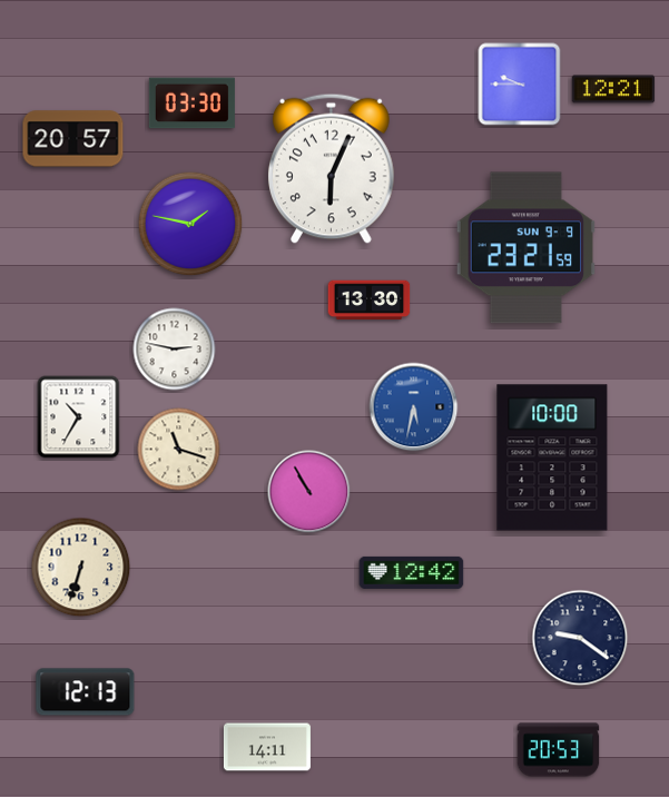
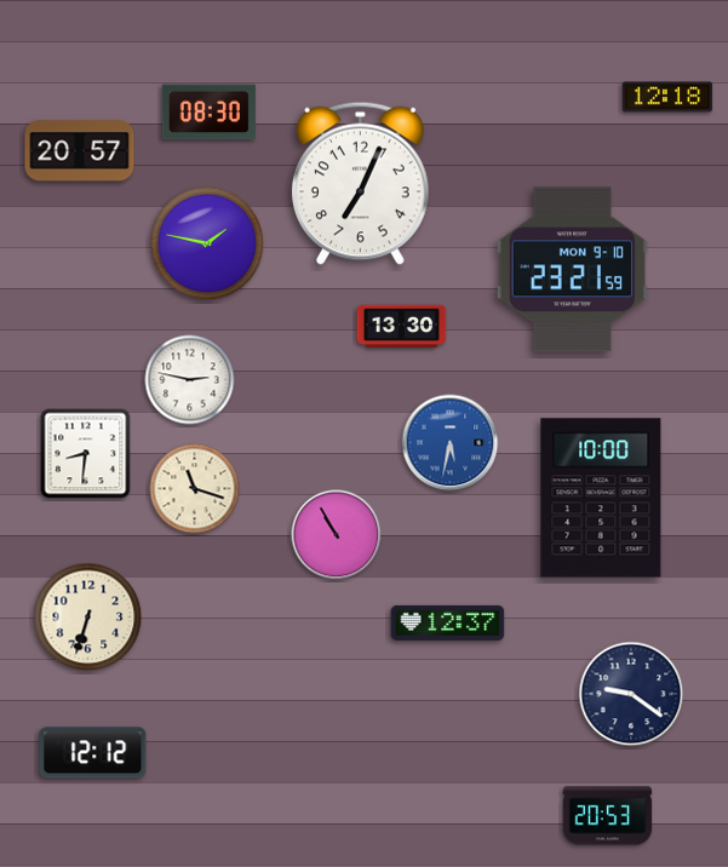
clock at (520, 85): 9:45 -> none
clock at (613, 89): 12:21 -> 12:18
clock at (191, 104): 03:30 -> 08:30
clock at (331, 168): 6:04 -> 7:04
clock at (525, 248) date: SUN 9-9 -> MON 9-10
clock at (79, 417): 10:35 -> 8:31
clock at (412, 572): 12:42 -> 12:37
clock at (86, 692): 12:13 -> 12:12
clock at (267, 747): 14:11 -> none
